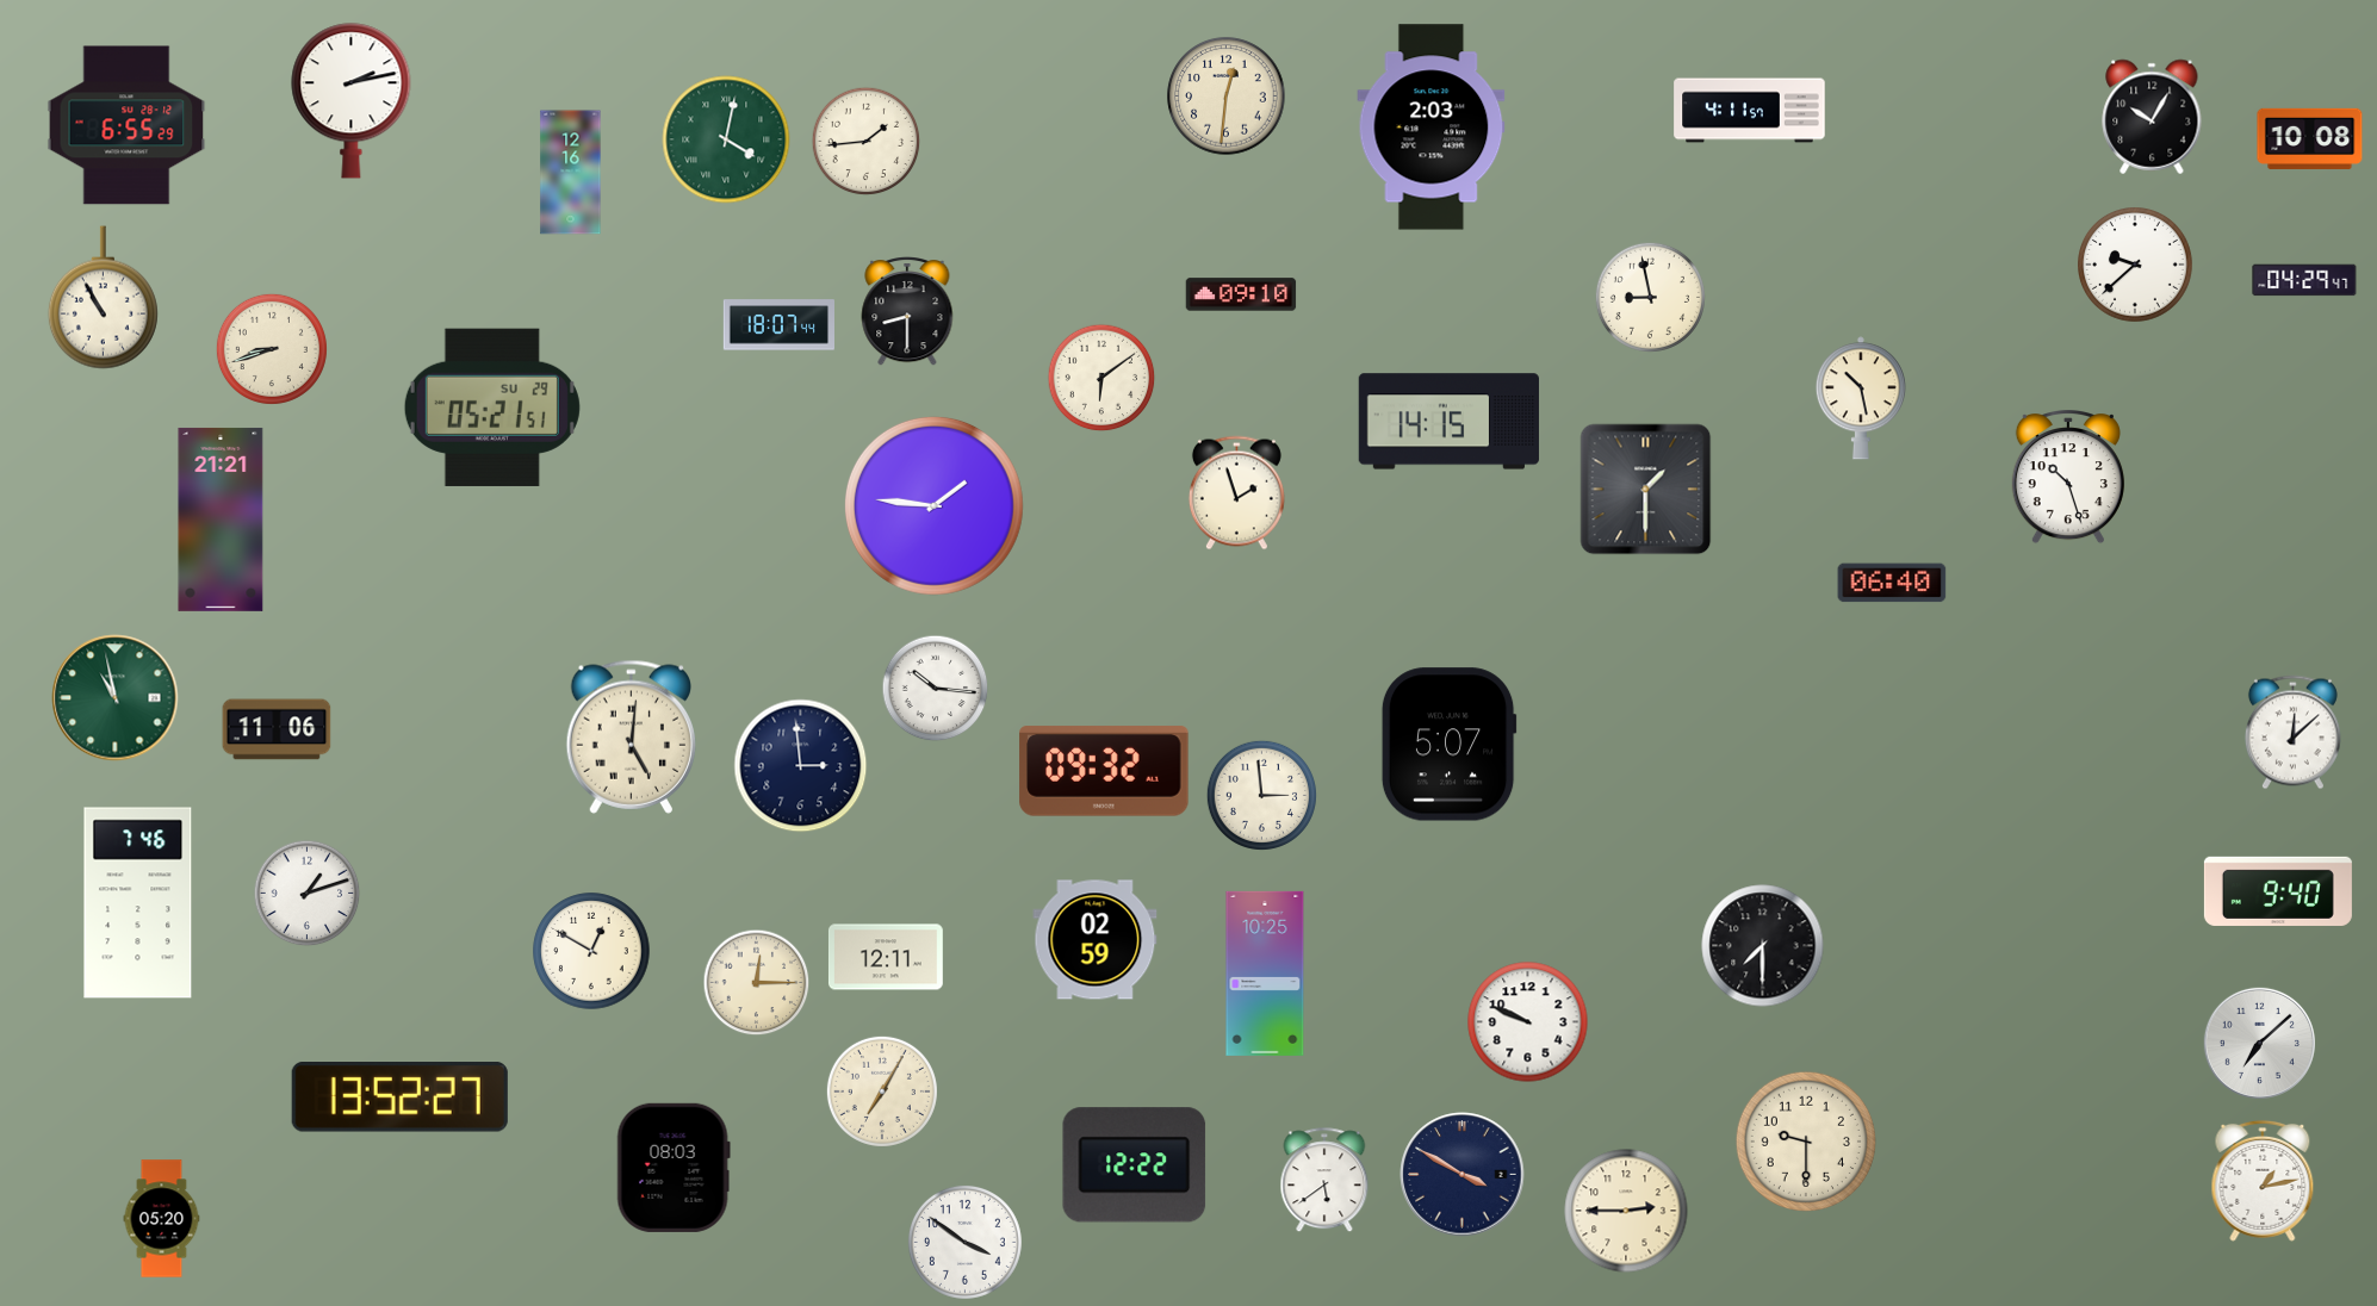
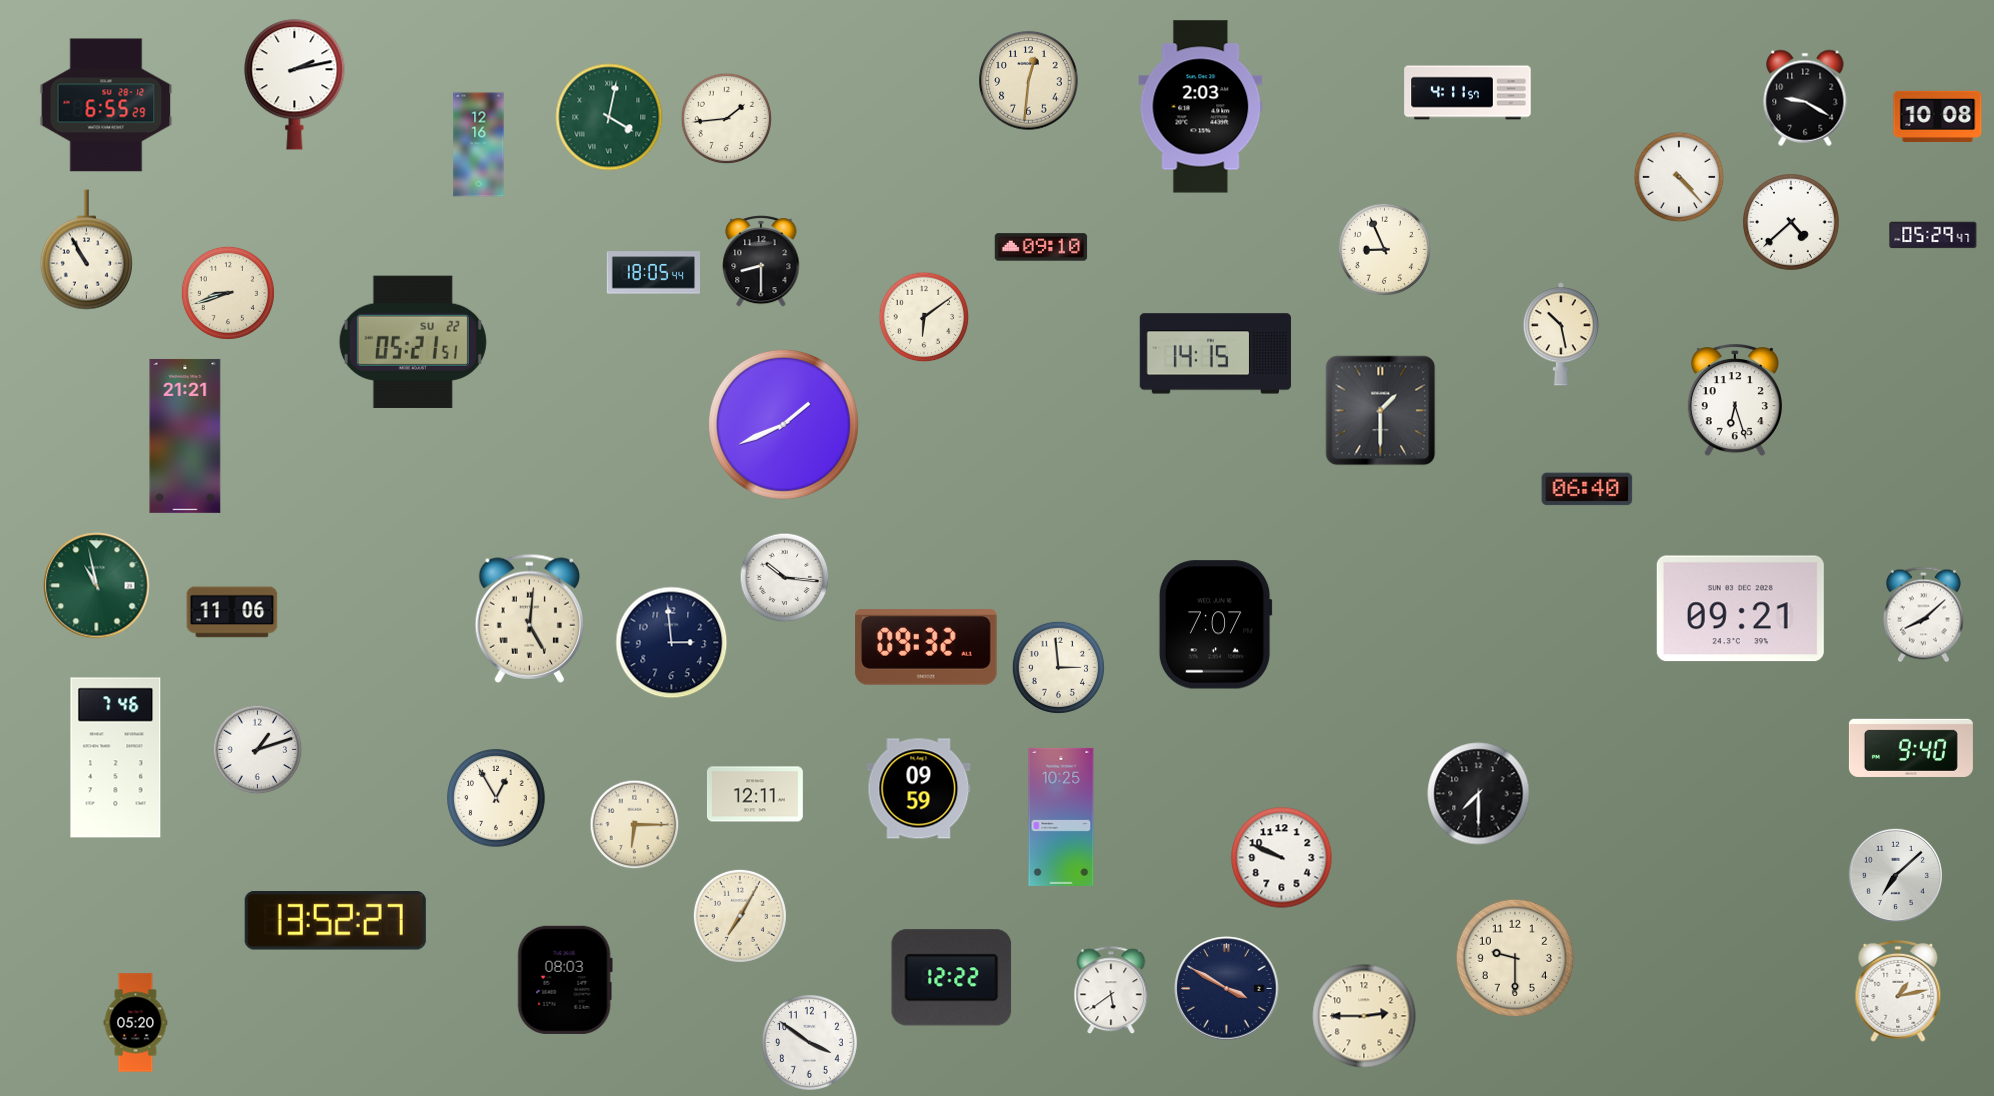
clock at (2152, 117): 10:05 -> 9:20
clock at (1679, 177): none -> 4:23
clock at (2136, 266): 9:38 -> 4:38
clock at (2304, 280): 04:29 -> 05:29
clock at (1650, 297): 8:58 -> 8:56
clock at (778, 325): 18:07 -> 18:05
clock at (492, 408) date: SU 29 -> SU 22
clock at (2068, 478): 10:27 -> 6:27
clock at (1236, 493): 1:57 -> none
clock at (933, 505): 1:46 -> 1:41
clock at (1740, 609): none -> 09:21
clock at (2292, 733): 12:08 -> 8:08
clock at (1448, 745): 5:07 -> 7:07
clock at (1096, 940): 02:59 -> 09:59
clock at (591, 951): 12:50 -> 12:55
clock at (886, 957) position: (886, 957) -> (755, 794)
clock at (757, 983): 12:15 -> 6:15
clock at (1463, 1175) position: (1463, 1175) -> (1227, 989)
